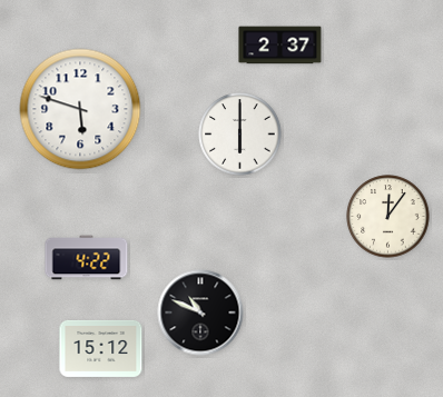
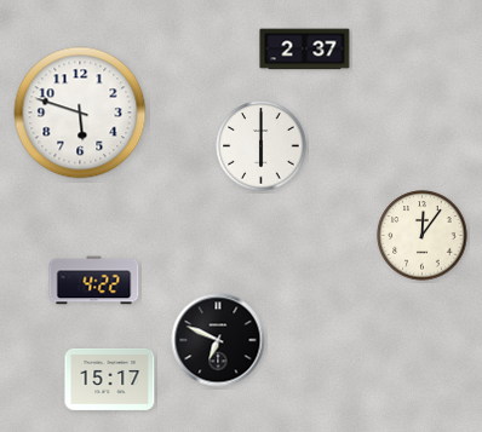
clock at (80, 109) position: (80, 109) -> (80, 113)
clock at (200, 312): 10:49 -> 6:49
clock at (101, 348): 15:12 -> 15:17
